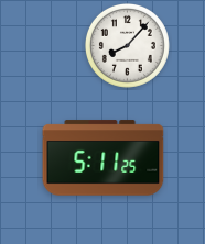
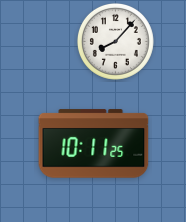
clock at (104, 158): 5:11 -> 10:11
